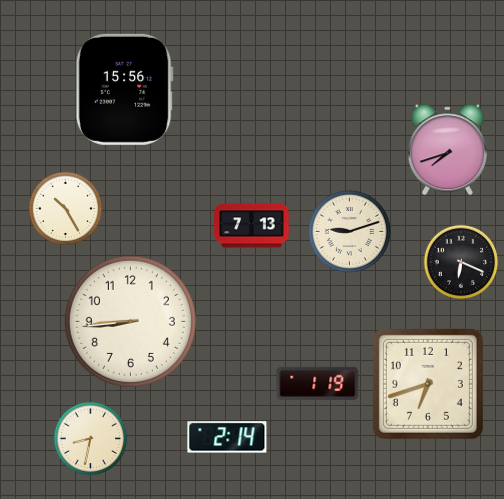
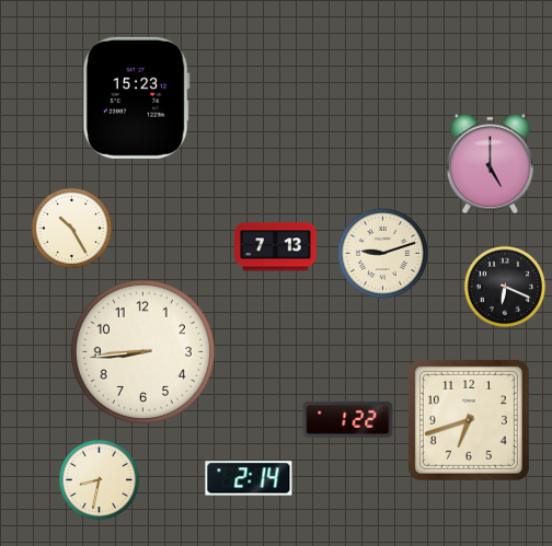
clock at (124, 89): 15:56 -> 15:23
clock at (447, 150): 7:42 -> 5:00
clock at (318, 383): 1:19 -> 1:22
